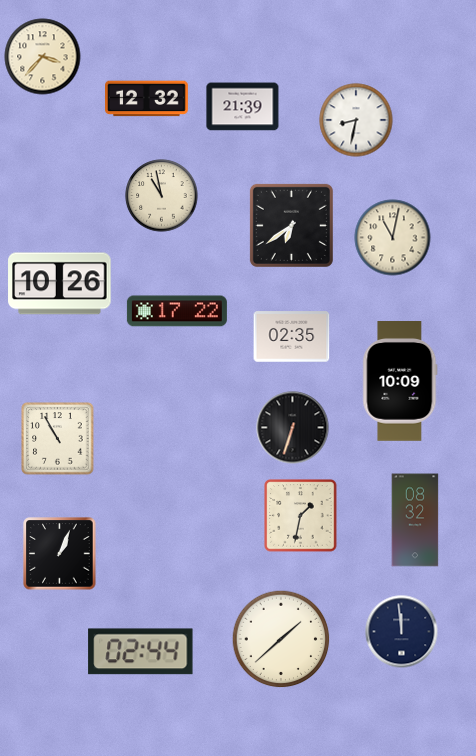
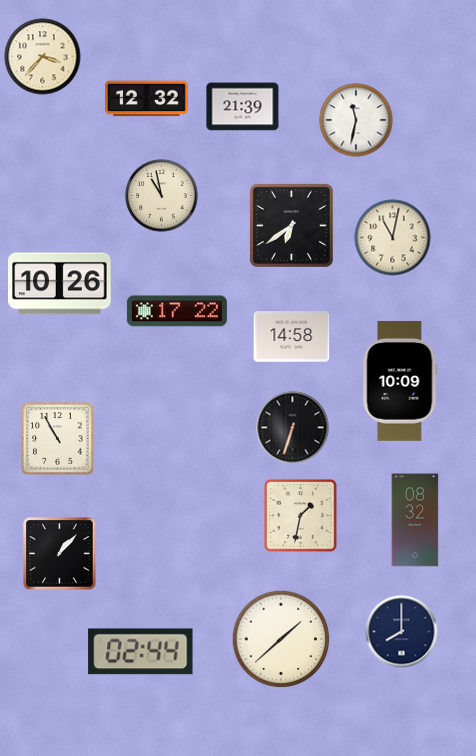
clock at (356, 120): 8:32 -> 11:32
clock at (292, 337): 02:35 -> 14:58
clock at (60, 554): 1:04 -> 1:07
clock at (402, 632): 11:59 -> 8:00
